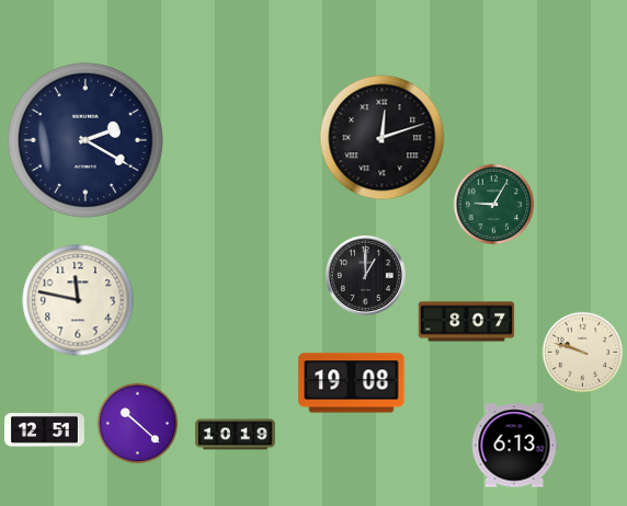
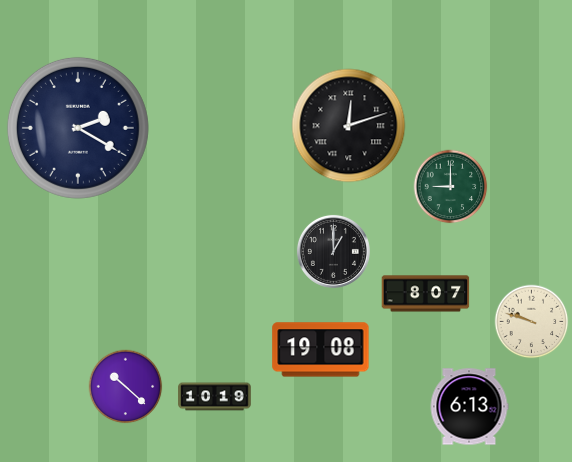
clock at (494, 205): 9:05 -> 9:00
clock at (78, 300): 11:47 -> none
clock at (45, 430): 12:51 -> none
